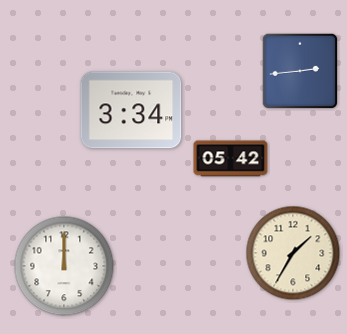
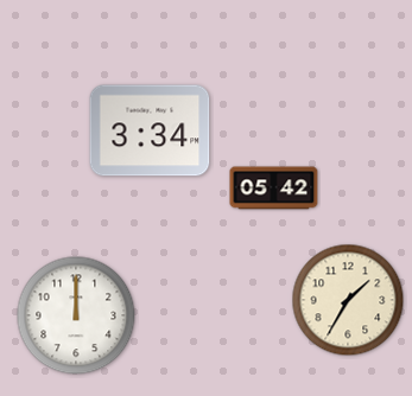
clock at (299, 70): 2:44 -> none
clock at (131, 110) position: (131, 110) -> (150, 130)
